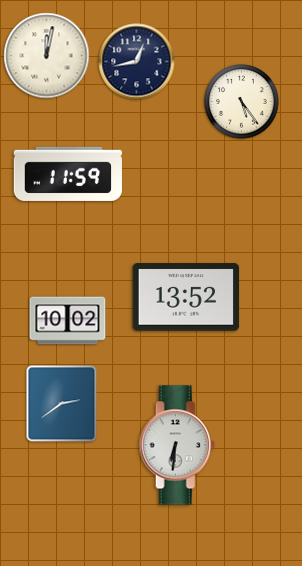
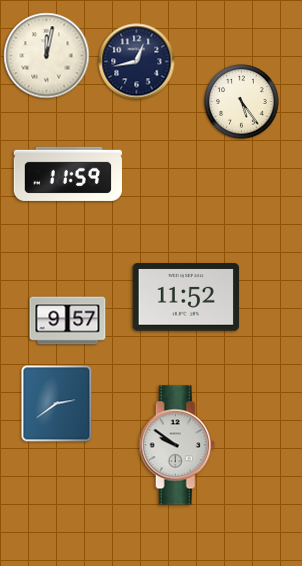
clock at (186, 297): 13:52 -> 11:52
clock at (68, 321): 10:02 -> 9:57
clock at (62, 404) position: (62, 404) -> (57, 404)
clock at (177, 445): 6:31 -> 9:51
